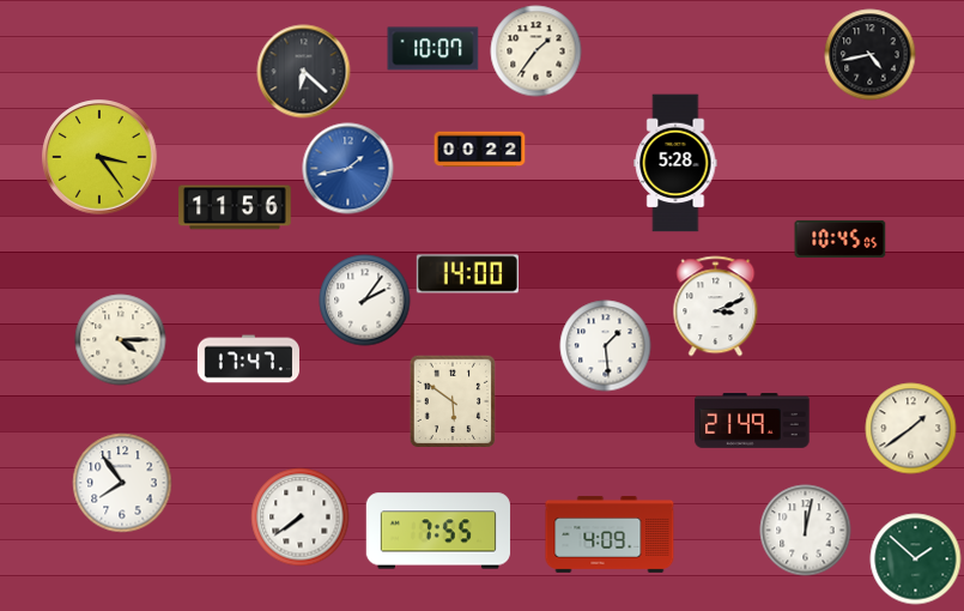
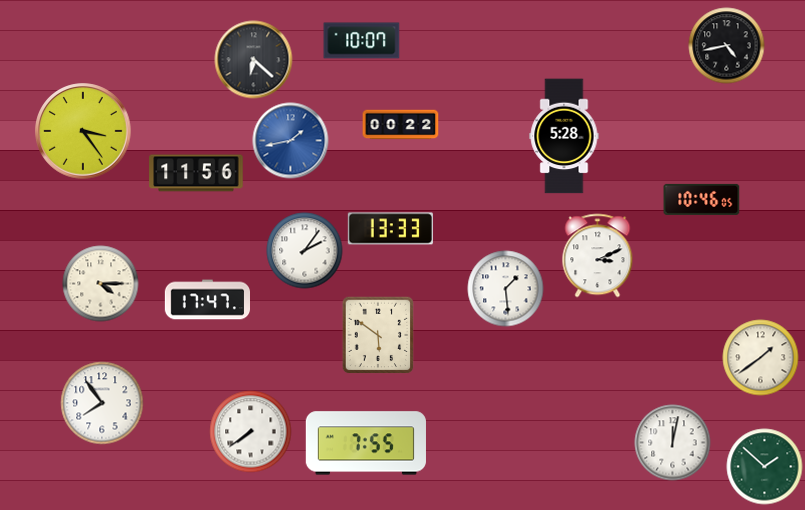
clock at (536, 52): 1:36 -> none
clock at (841, 238): 10:45 -> 10:46
clock at (467, 274): 14:00 -> 13:33
clock at (752, 422): 21:49 -> none
clock at (610, 534): 4:09 -> none
